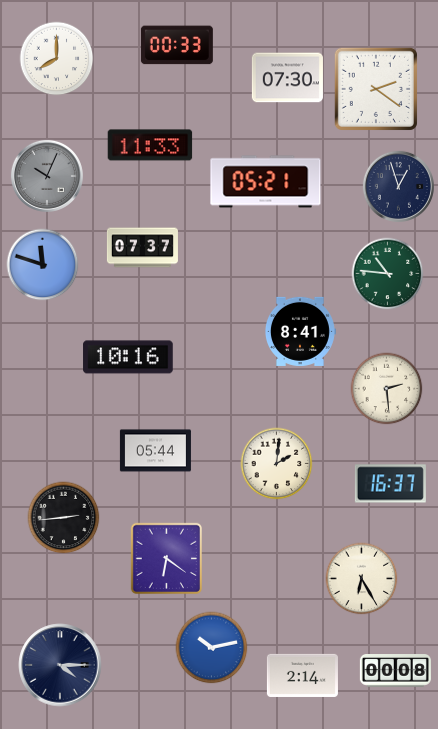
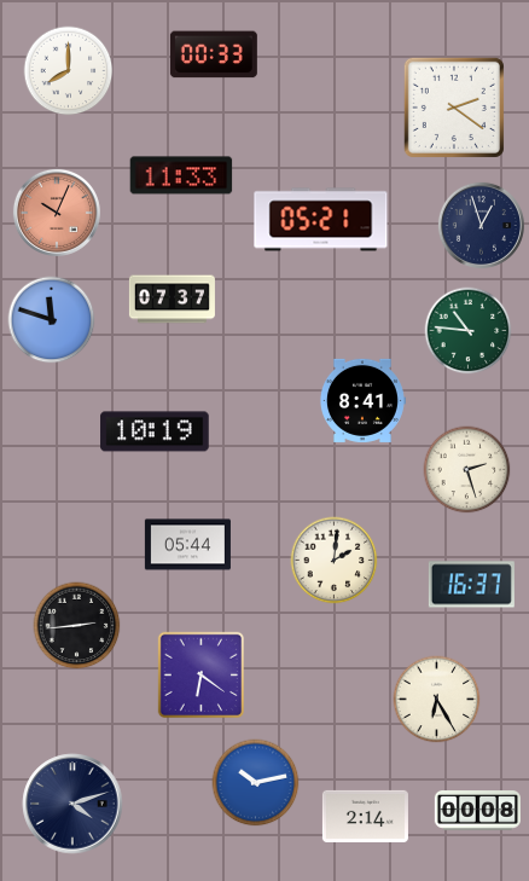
clock at (287, 78): 07:30 -> none
clock at (47, 176) dial: grey -> salmon
clock at (128, 357): 10:16 -> 10:19
clock at (387, 389): 2:29 -> 2:27
clock at (60, 665): 4:15 -> 4:12
